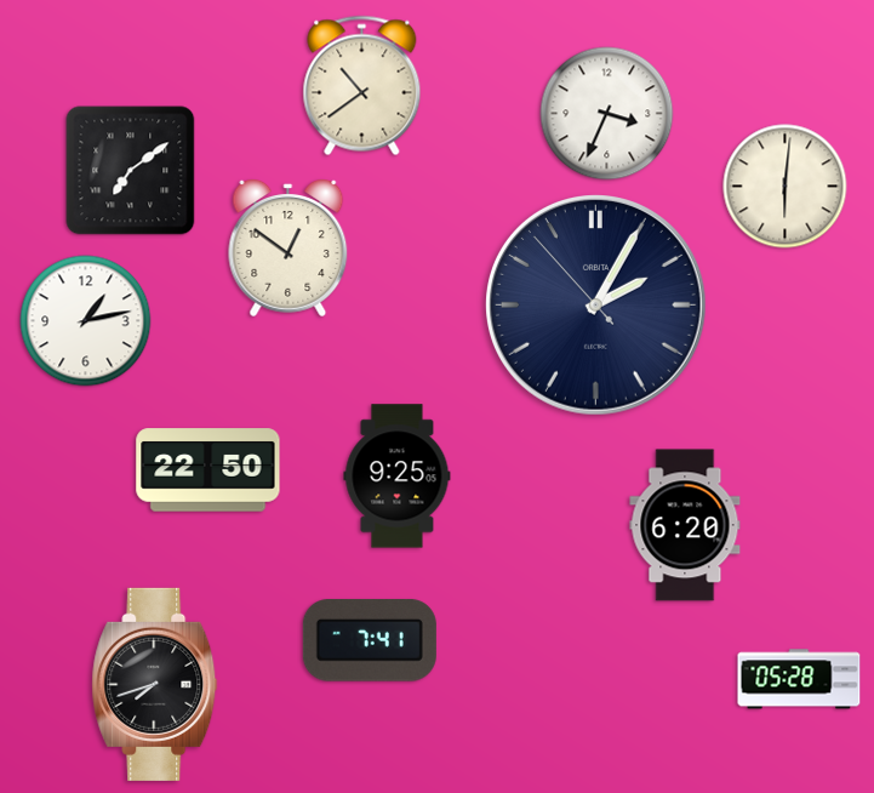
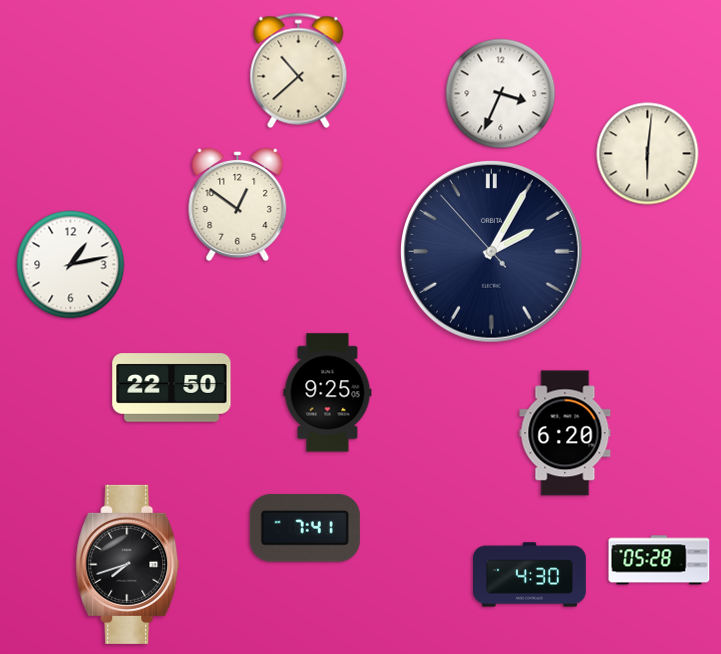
clock at (362, 86): 10:39 -> 10:38
clock at (131, 171): 7:09 -> none
clock at (530, 575): none -> 4:30
